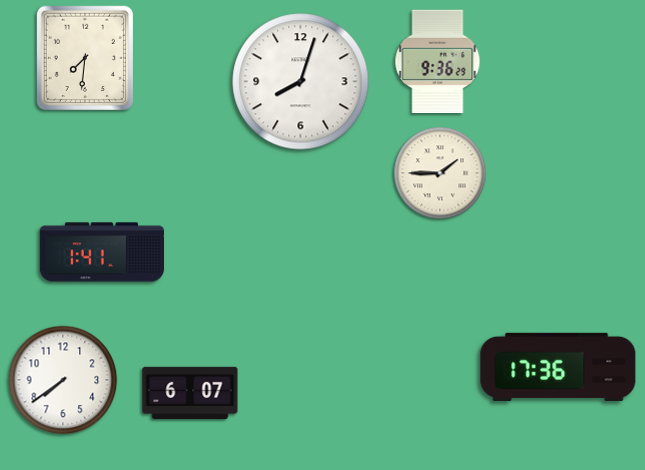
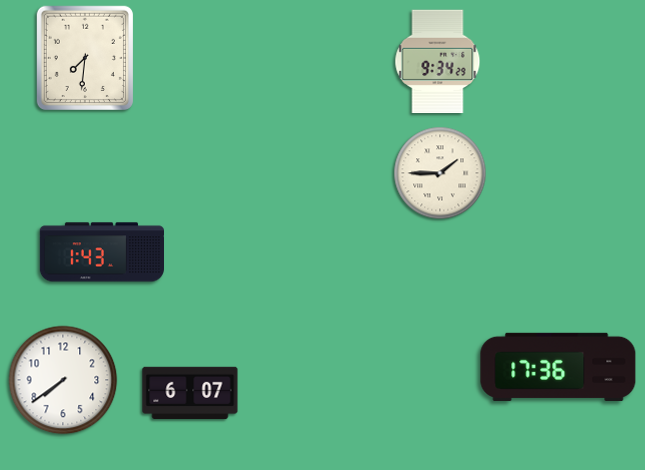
clock at (438, 62): 9:36 -> 9:34
clock at (301, 82): 8:03 -> none
clock at (101, 252): 1:41 -> 1:43
